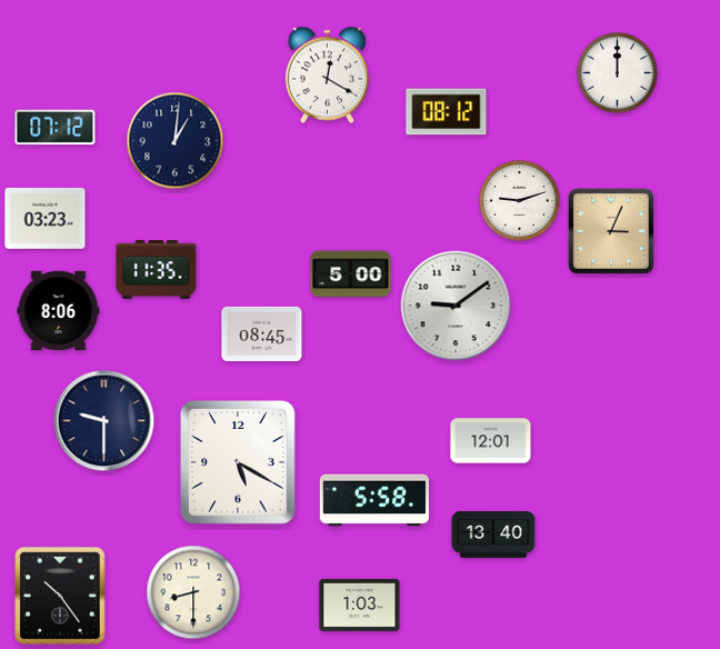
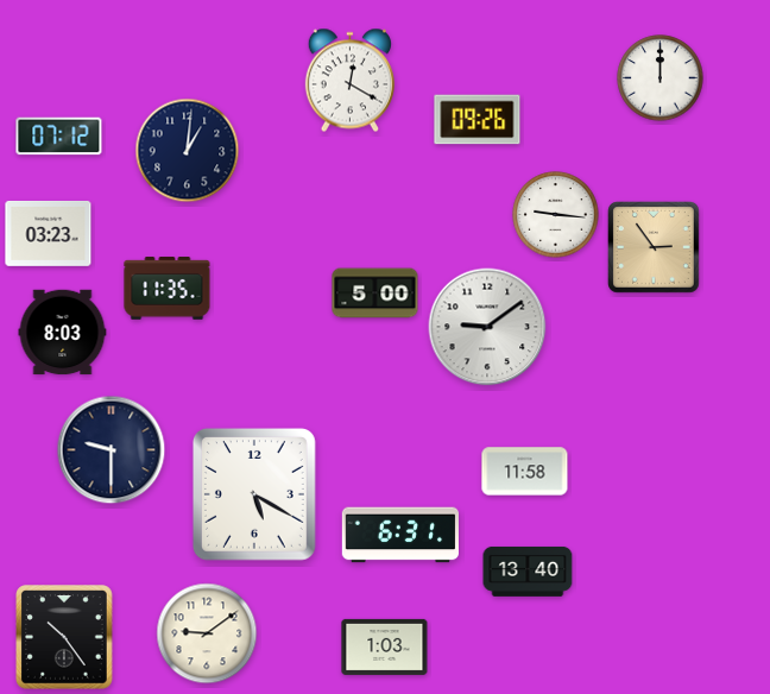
clock at (447, 112): 08:12 -> 09:26
clock at (520, 201): 9:12 -> 9:16
clock at (612, 232): 3:04 -> 2:54
clock at (59, 311): 8:06 -> 8:03
clock at (262, 333): 08:45 -> none
clock at (491, 441): 12:01 -> 11:58
clock at (373, 500): 5:58 -> 6:31
clock at (193, 592): 8:30 -> 9:09
